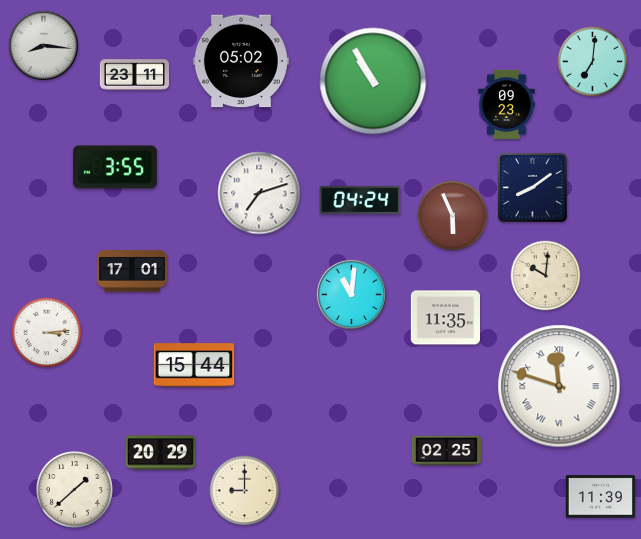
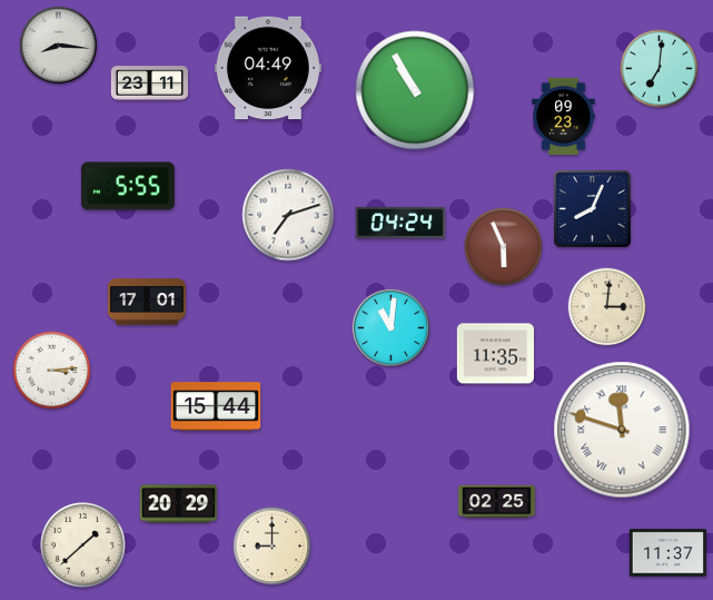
clock at (43, 45) position: (43, 45) -> (58, 45)
clock at (241, 61): 05:02 -> 04:49
clock at (115, 167): 3:55 -> 5:55
clock at (533, 188): 8:09 -> 8:04
clock at (453, 216) position: (453, 216) -> (504, 247)
clock at (546, 276): 10:01 -> 3:01
clock at (600, 497): 11:39 -> 11:37
